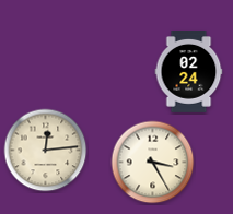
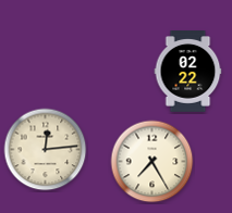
clock at (189, 72): 02:24 -> 02:22
clock at (153, 163): 3:25 -> 7:25
